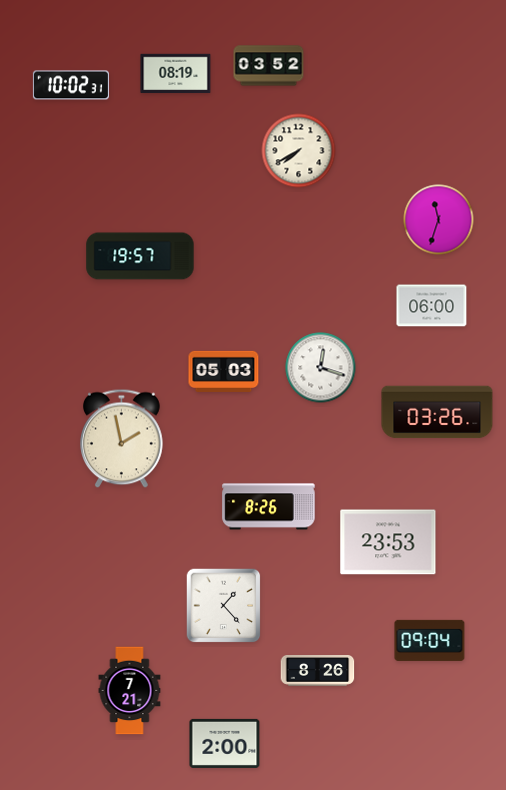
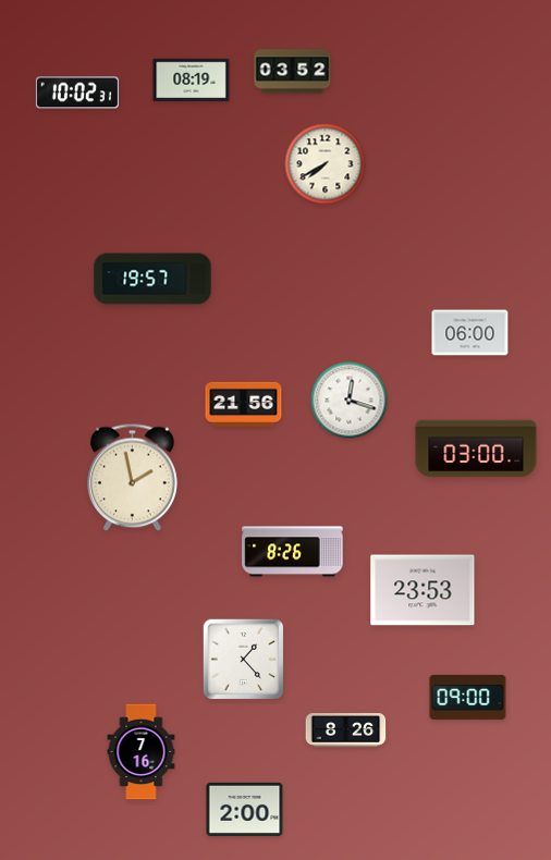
clock at (439, 220): 11:33 -> none
clock at (224, 371): 05:03 -> 21:56
clock at (437, 412): 03:26 -> 03:00
clock at (430, 640): 09:04 -> 09:00
clock at (130, 691): 7:21 -> 7:16
